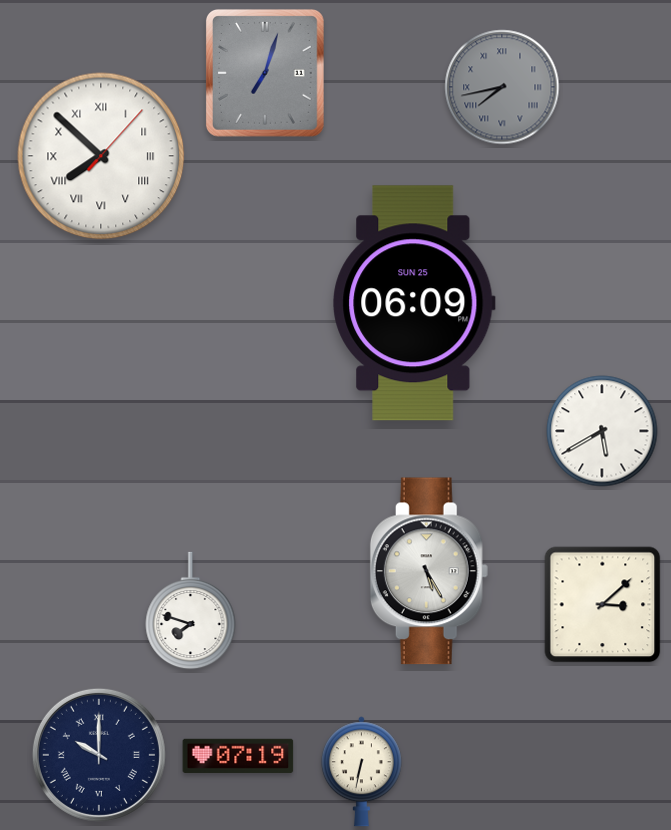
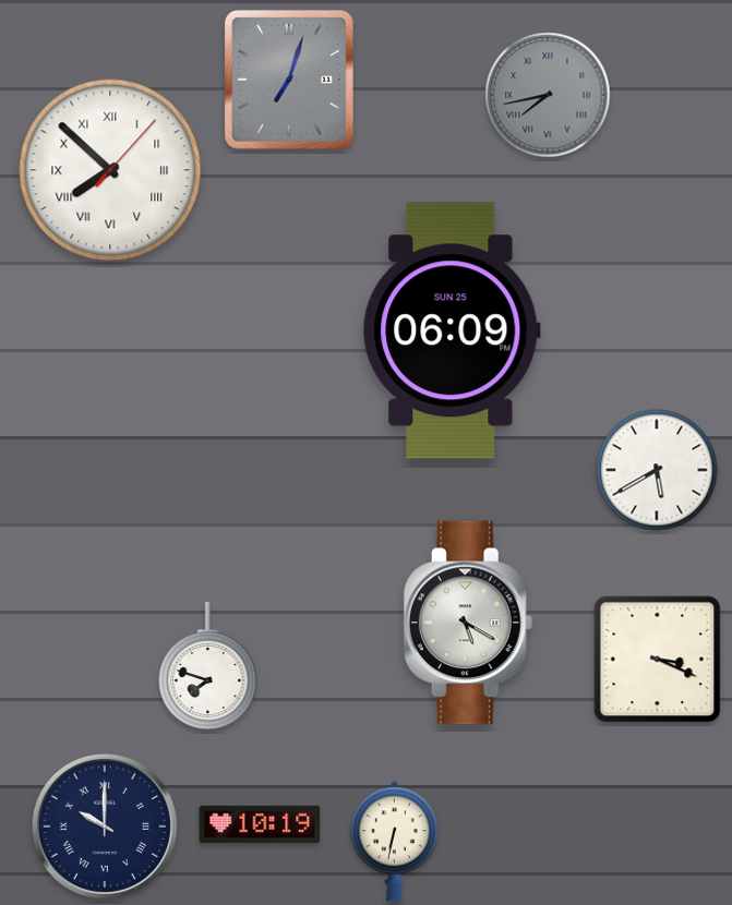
clock at (429, 571): 5:25 -> 5:20
clock at (603, 605): 3:08 -> 3:19
clock at (99, 755) position: (99, 755) -> (105, 826)
clock at (238, 756): 07:19 -> 10:19
